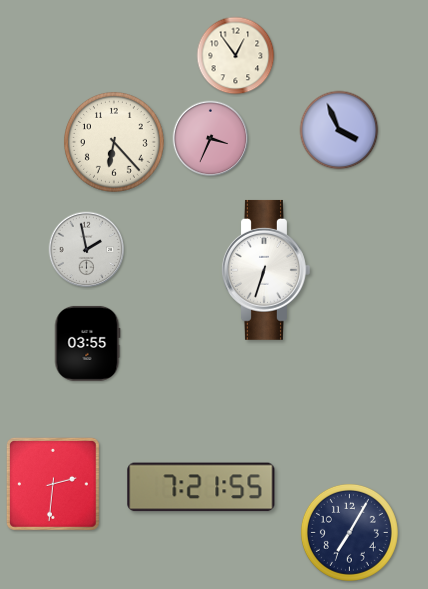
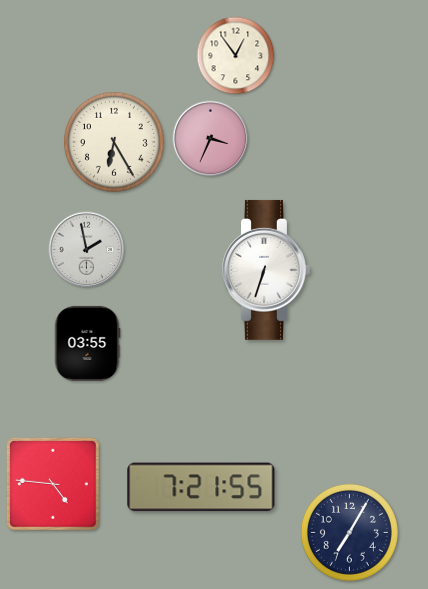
clock at (339, 130): 3:56 -> none
clock at (114, 142): 6:23 -> 6:25
clock at (53, 484): 2:31 -> 4:46
